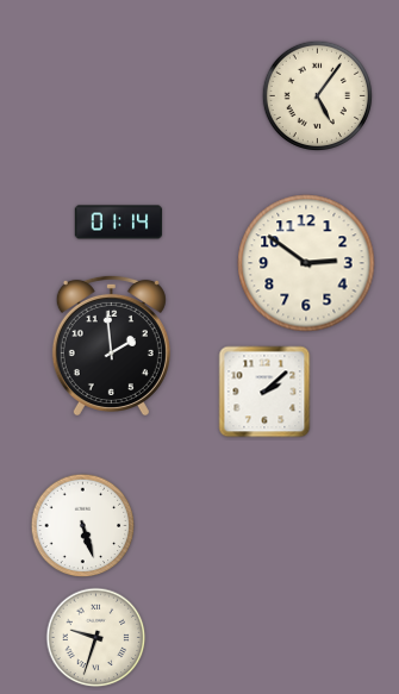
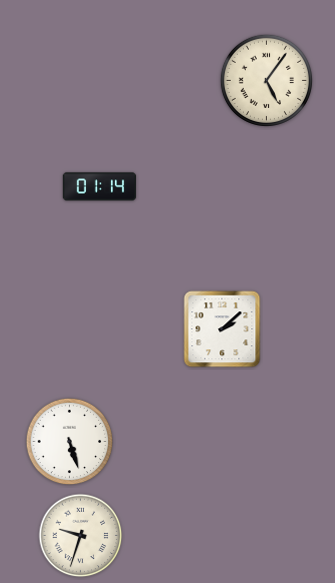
clock at (306, 263): 2:51 -> none
clock at (111, 344): 1:59 -> none
